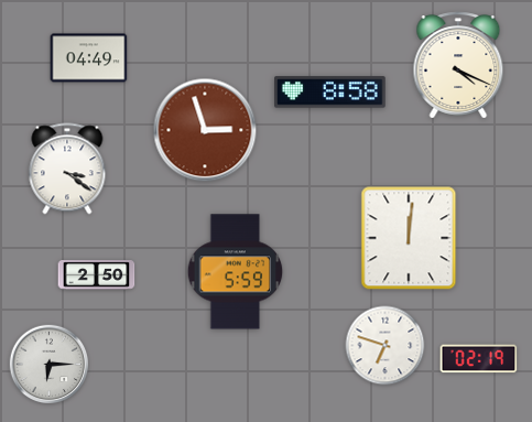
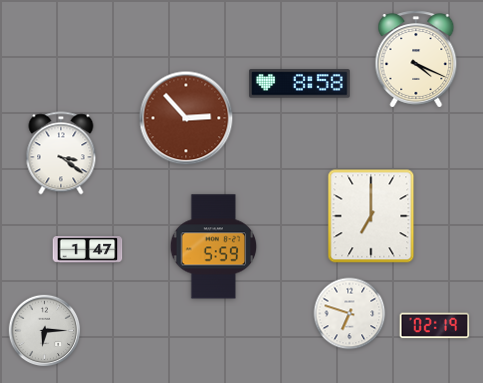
clock at (89, 58): 04:49 -> none
clock at (205, 130): 2:57 -> 2:53
clock at (409, 238): 12:01 -> 7:00
clock at (97, 275): 2:50 -> 1:47
